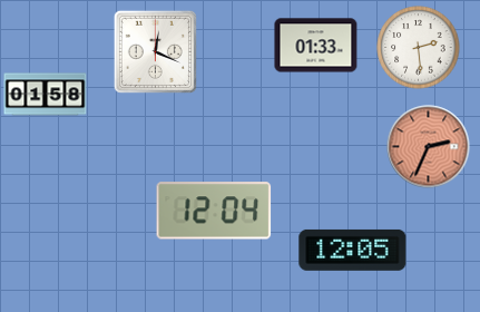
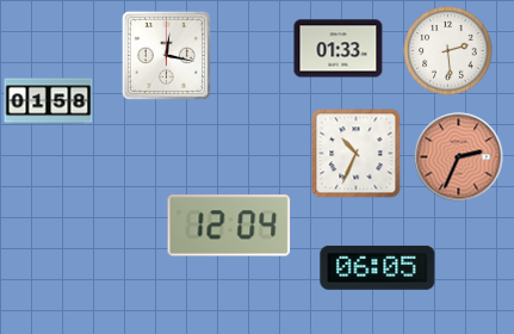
clock at (155, 51): 12:19 -> 12:17
clock at (357, 154): none -> 10:34
clock at (353, 250): 12:05 -> 06:05
